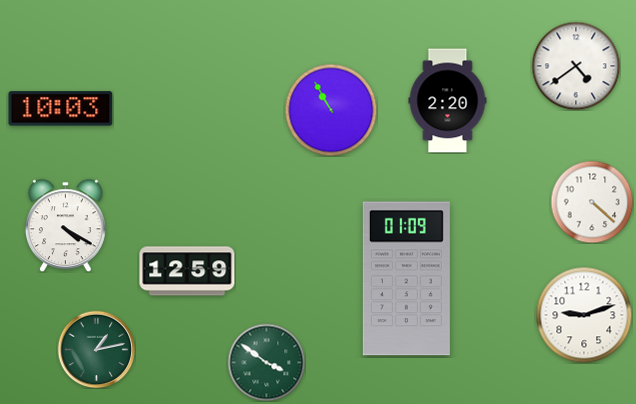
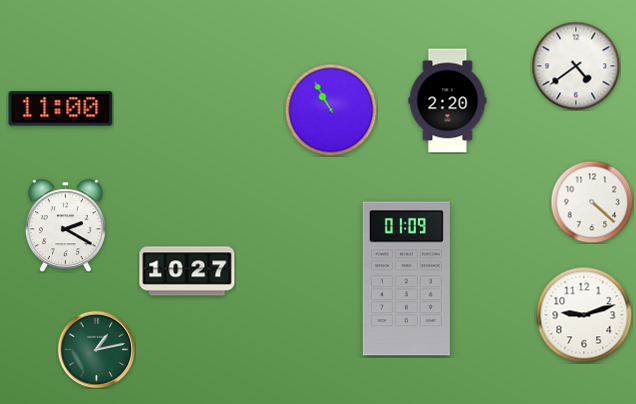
clock at (61, 109): 10:03 -> 11:00
clock at (65, 225): 4:20 -> 2:20
clock at (187, 271): 12:59 -> 10:27
clock at (266, 362): 3:51 -> none
